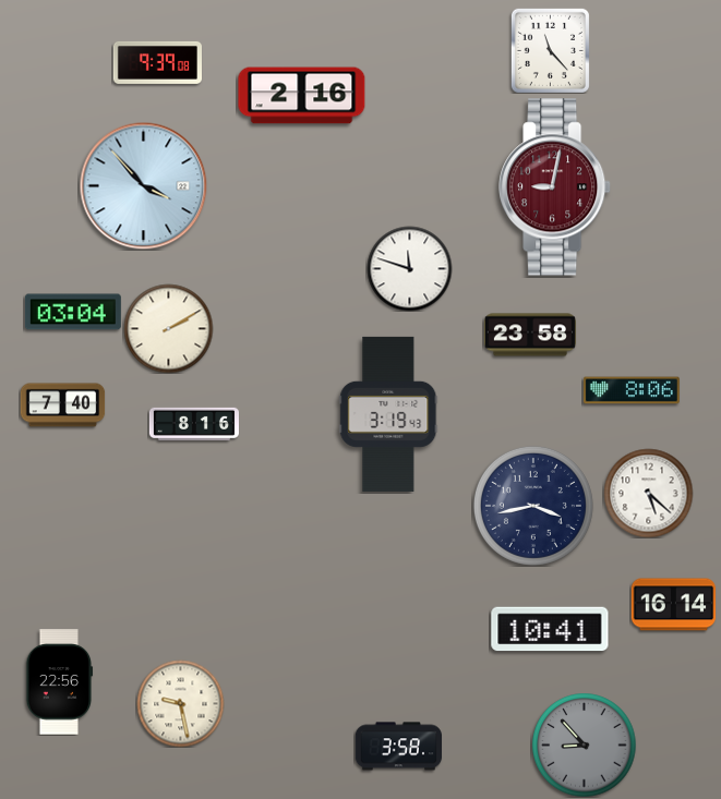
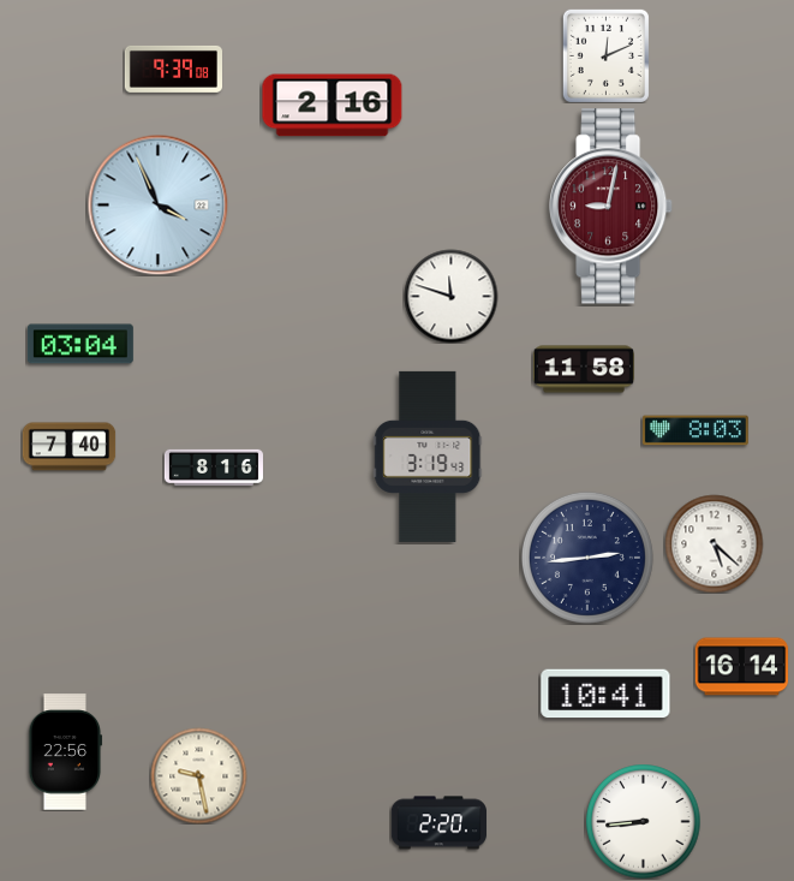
clock at (550, 50): 11:23 -> 12:11
clock at (143, 185): 3:53 -> 3:56
clock at (168, 328): 2:10 -> none
clock at (530, 335): 23:58 -> 11:58
clock at (632, 390): 8:06 -> 8:03
clock at (533, 506): 3:43 -> 2:44
clock at (584, 744): 8:53 -> 8:44
clock at (584, 744) dial: grey -> white
clock at (398, 747): 3:58 -> 2:20
